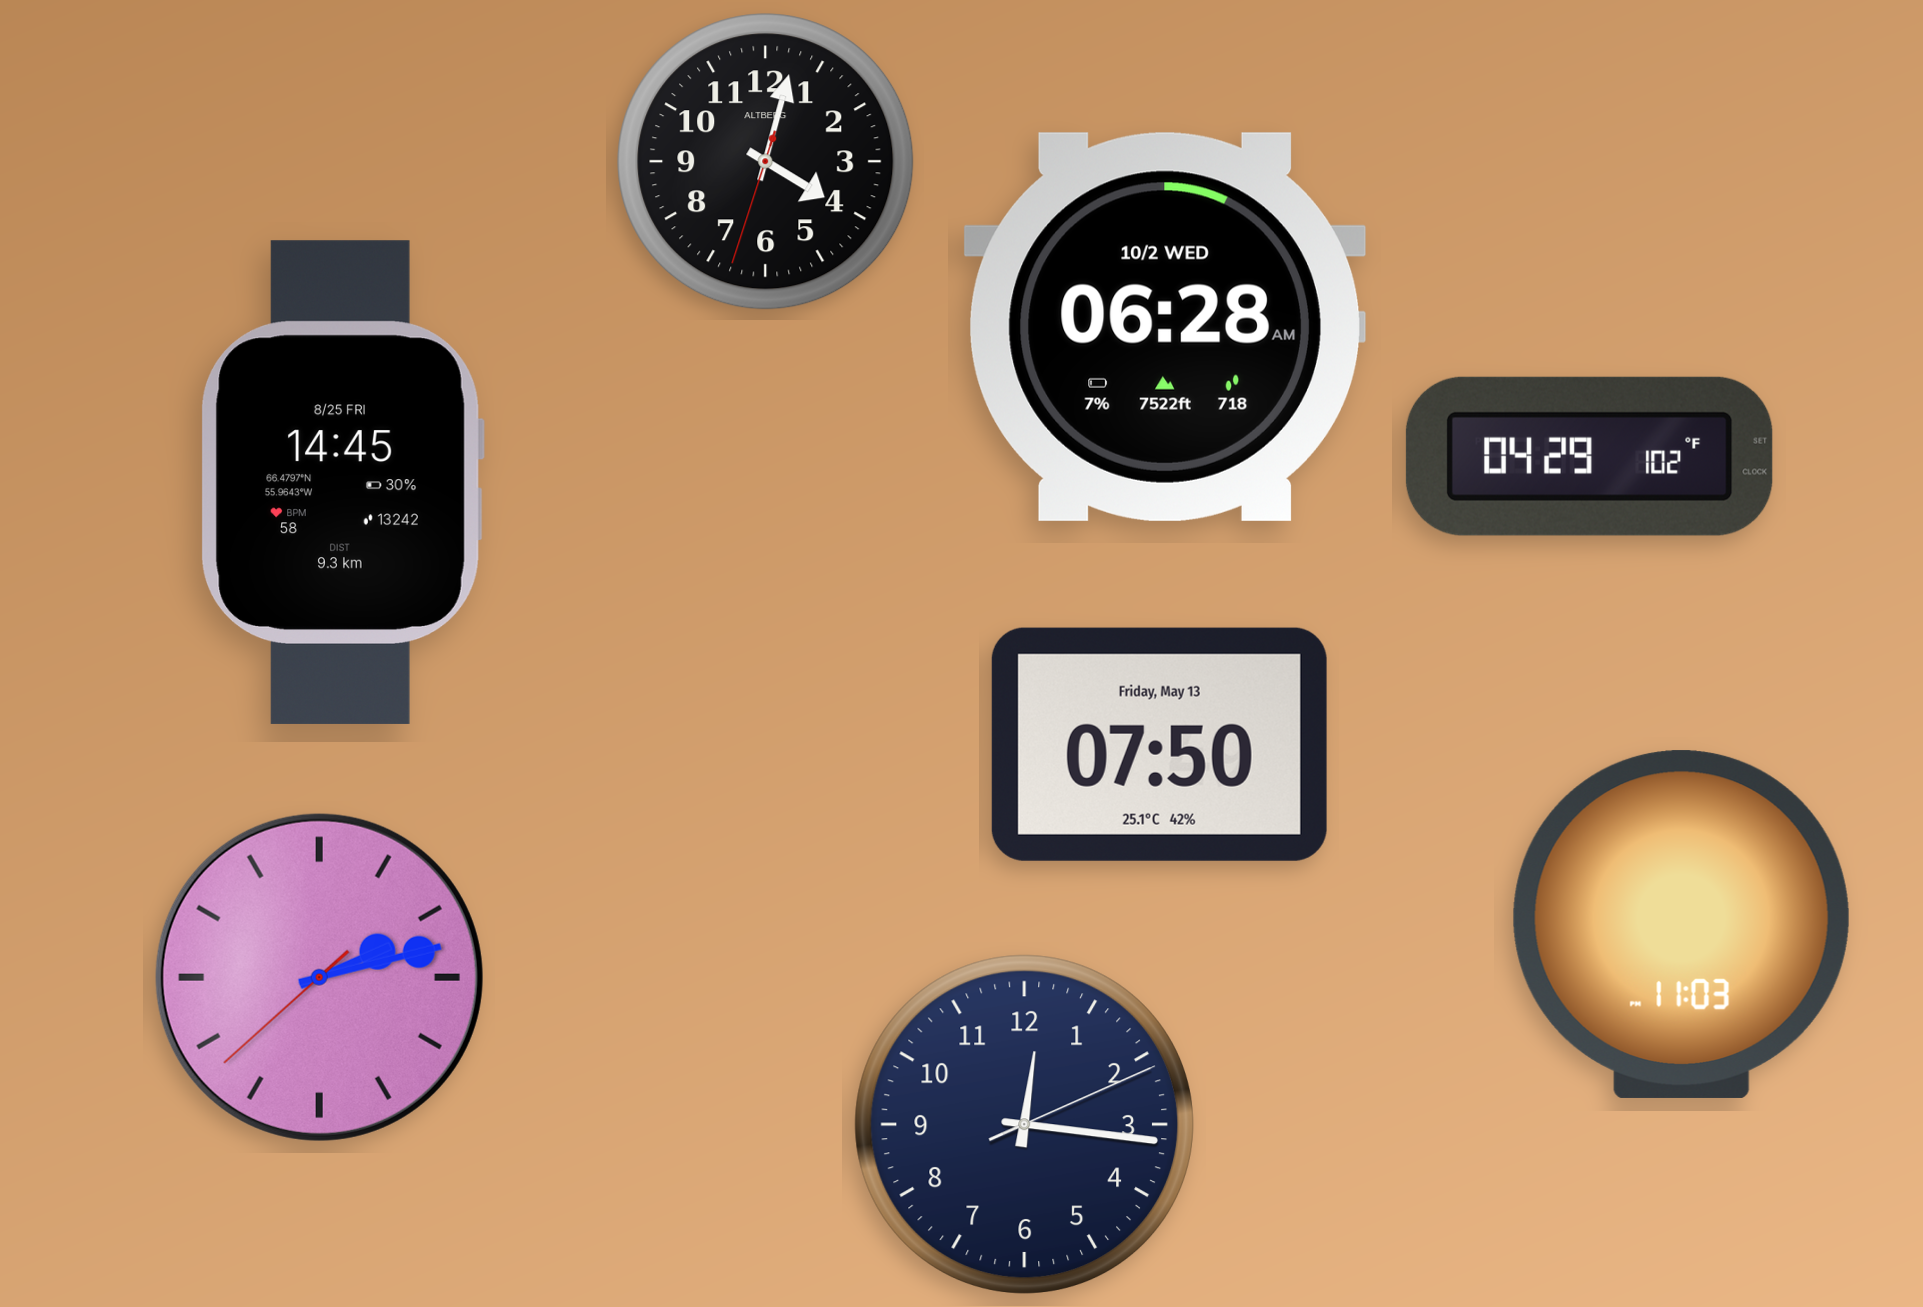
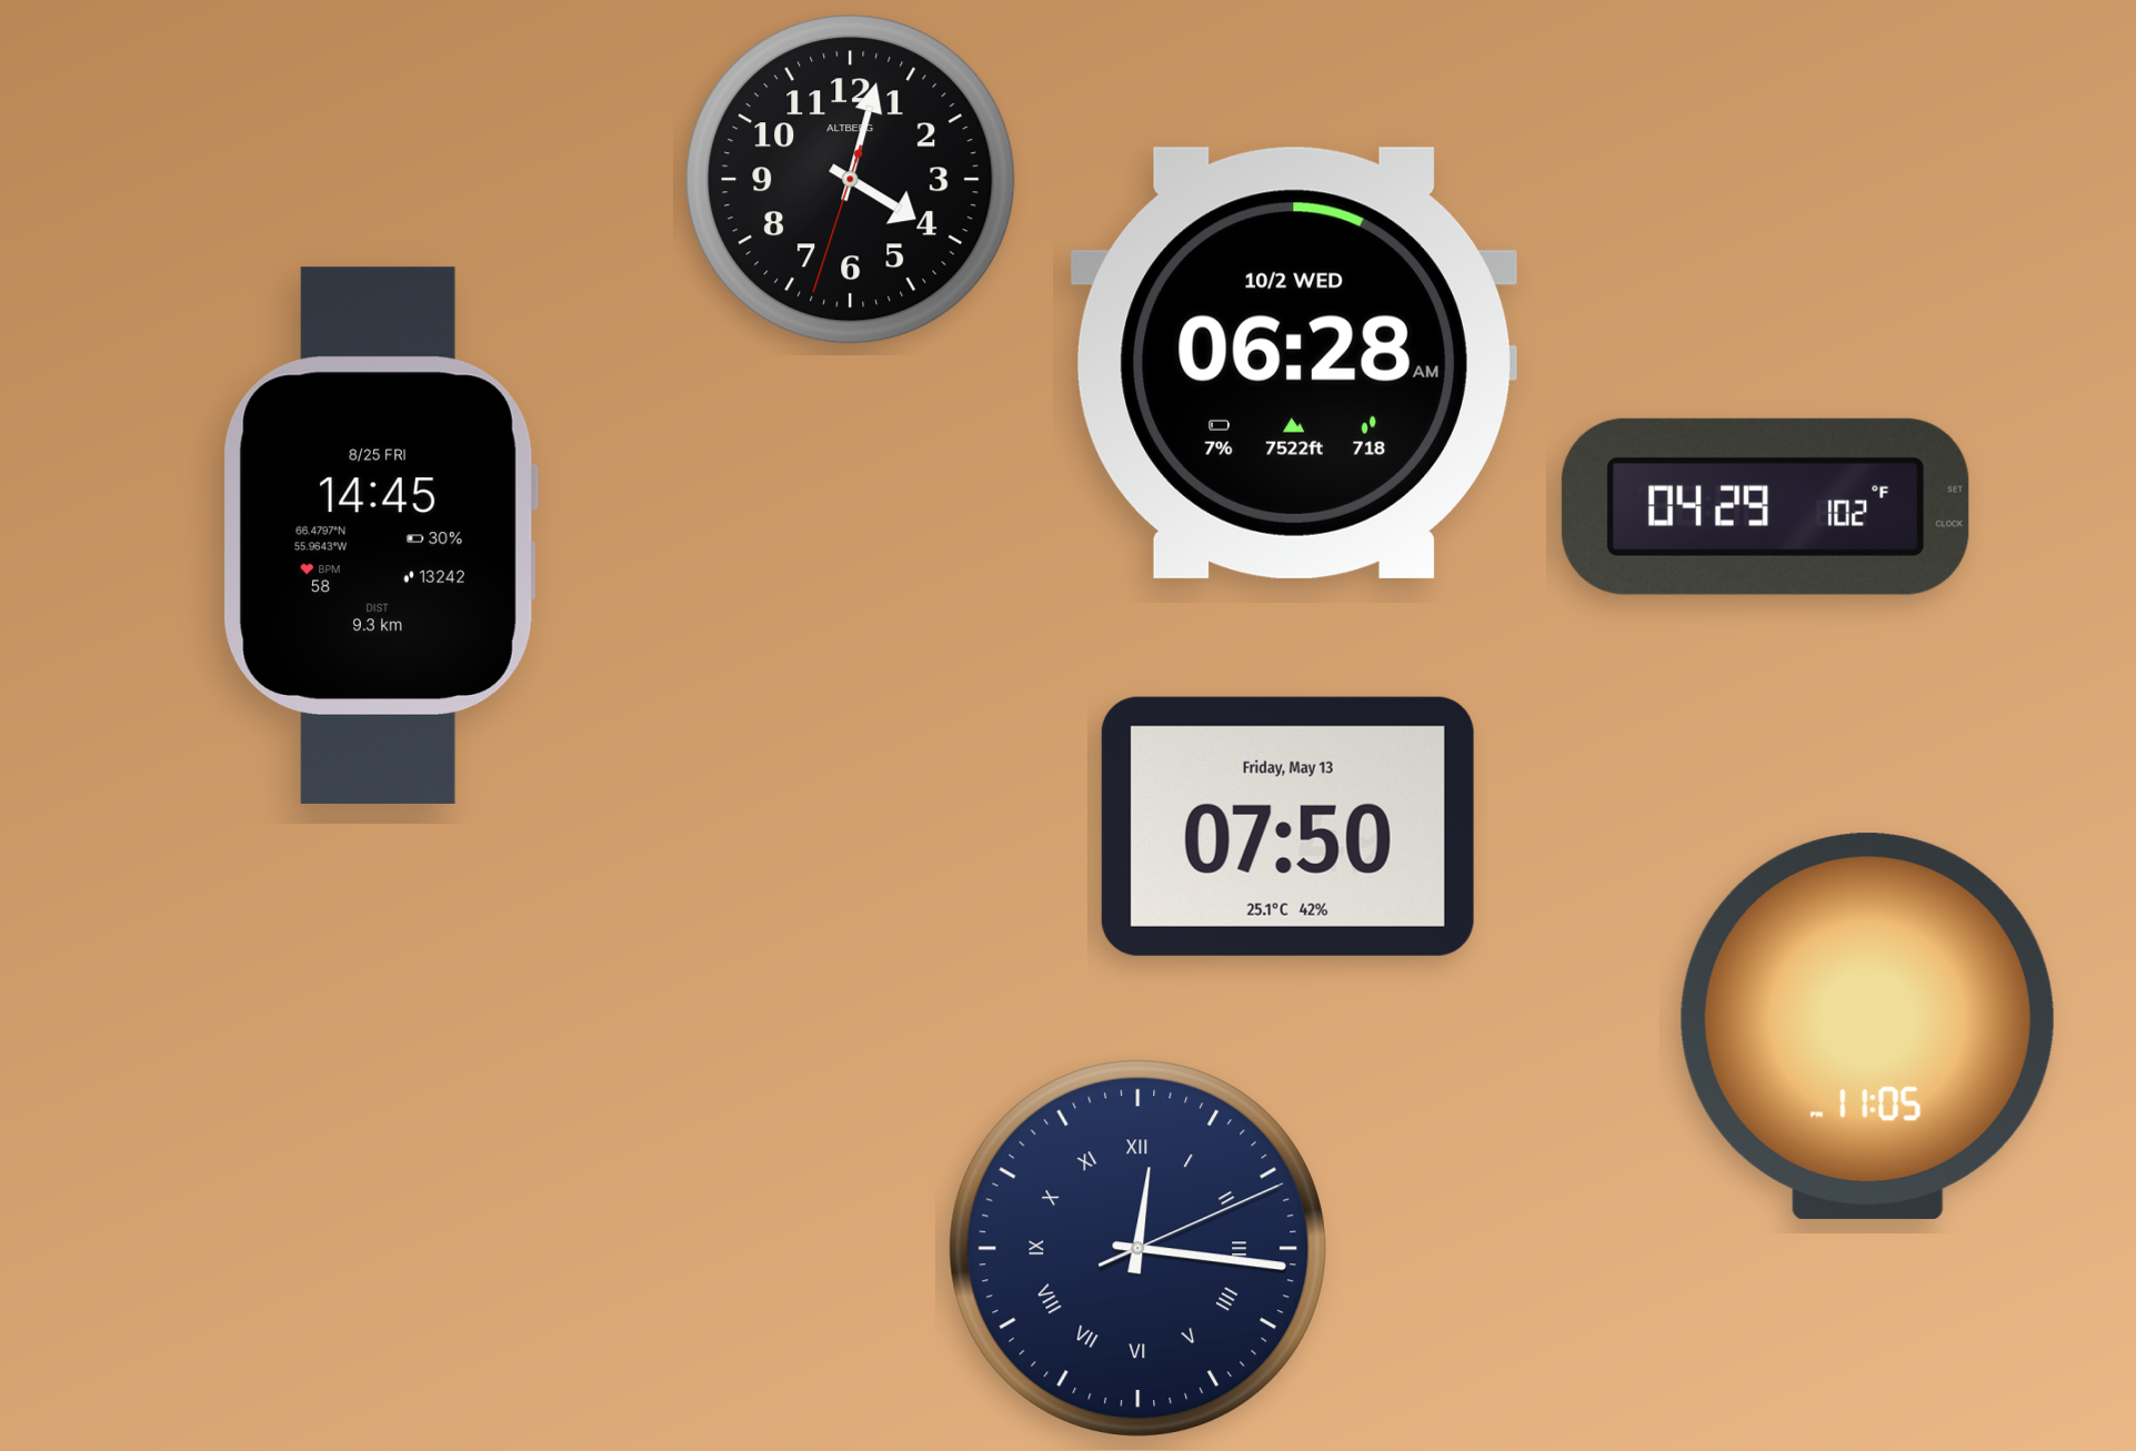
clock at (1681, 924): 11:03 -> 11:05
clock at (319, 977): 2:12 -> none
clock at (1024, 1124) numerals: Arabic -> Roman
